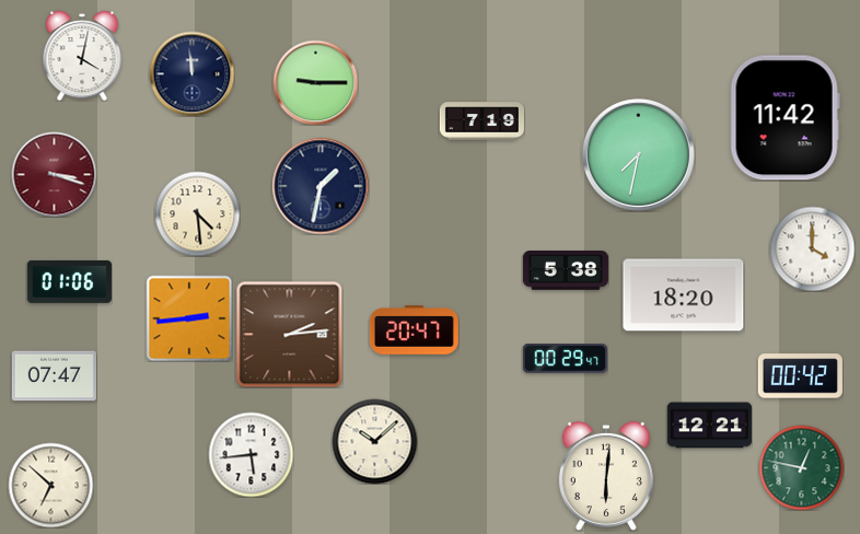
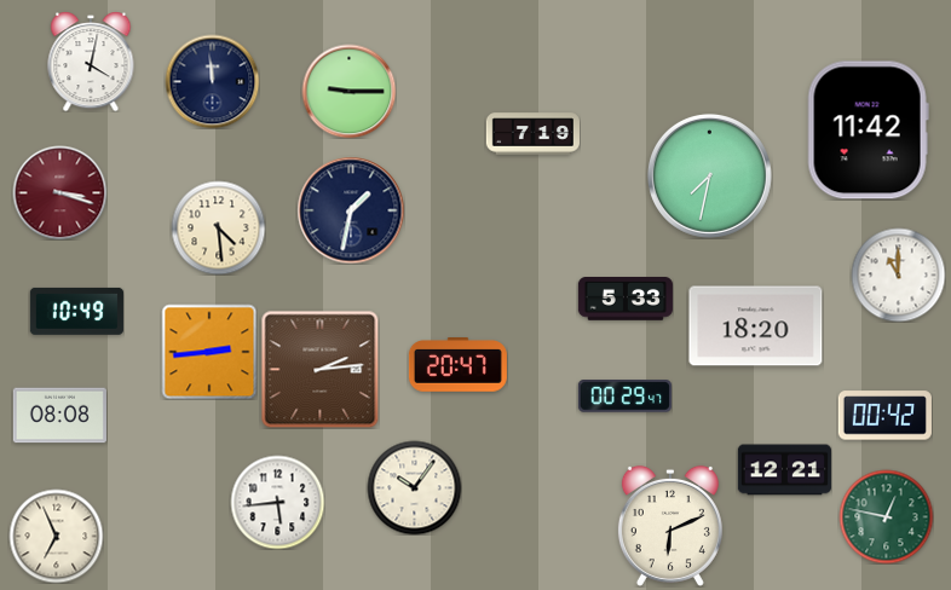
clock at (638, 154) position: (638, 154) -> (709, 175)
clock at (321, 186) position: (321, 186) -> (351, 210)
clock at (197, 213) position: (197, 213) -> (218, 227)
clock at (812, 248): 4:00 -> 11:00
clock at (566, 271): 5:38 -> 5:33
clock at (69, 281): 01:06 -> 10:49
clock at (54, 376): 07:47 -> 08:08
clock at (374, 441): 10:08 -> 10:06
clock at (606, 476): 6:01 -> 6:11
clock at (50, 485): 6:52 -> 6:56
